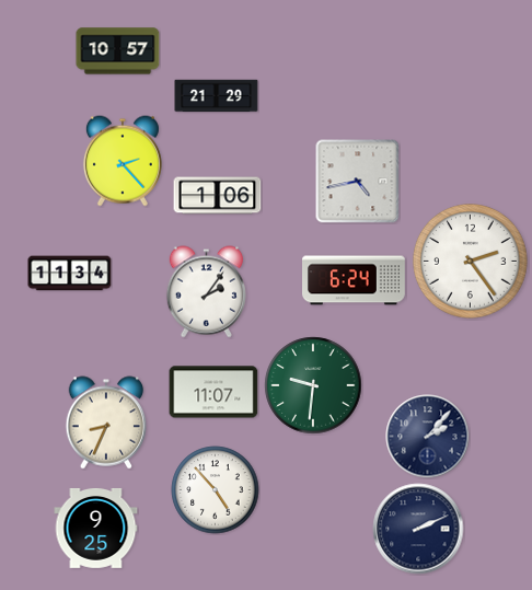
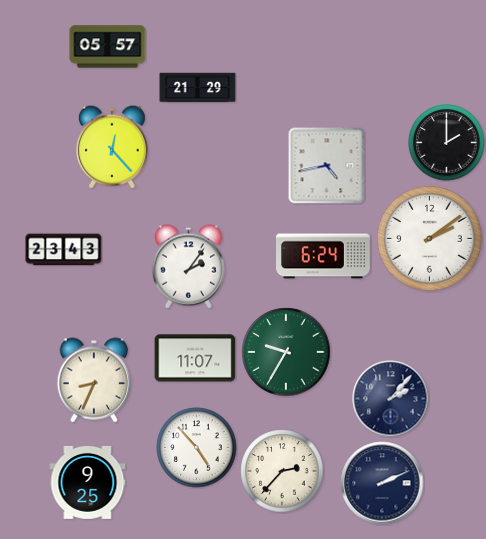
clock at (118, 51): 10:57 -> 05:57
clock at (447, 143): none -> 2:00
clock at (123, 161): 2:23 -> 12:23
clock at (218, 196): 1:06 -> none
clock at (471, 262): 2:24 -> 2:09
clock at (70, 274): 11:34 -> 23:43
clock at (313, 385): 9:31 -> 9:35
clock at (106, 423) position: (106, 423) -> (94, 380)
clock at (282, 471): none -> 2:37
